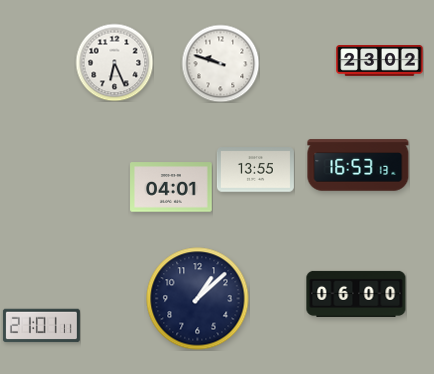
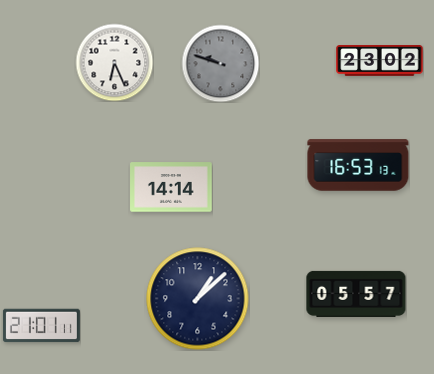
clock at (220, 63) dial: white -> grey
clock at (255, 170): 13:55 -> none
clock at (171, 187): 04:01 -> 14:14
clock at (356, 294): 06:00 -> 05:57
